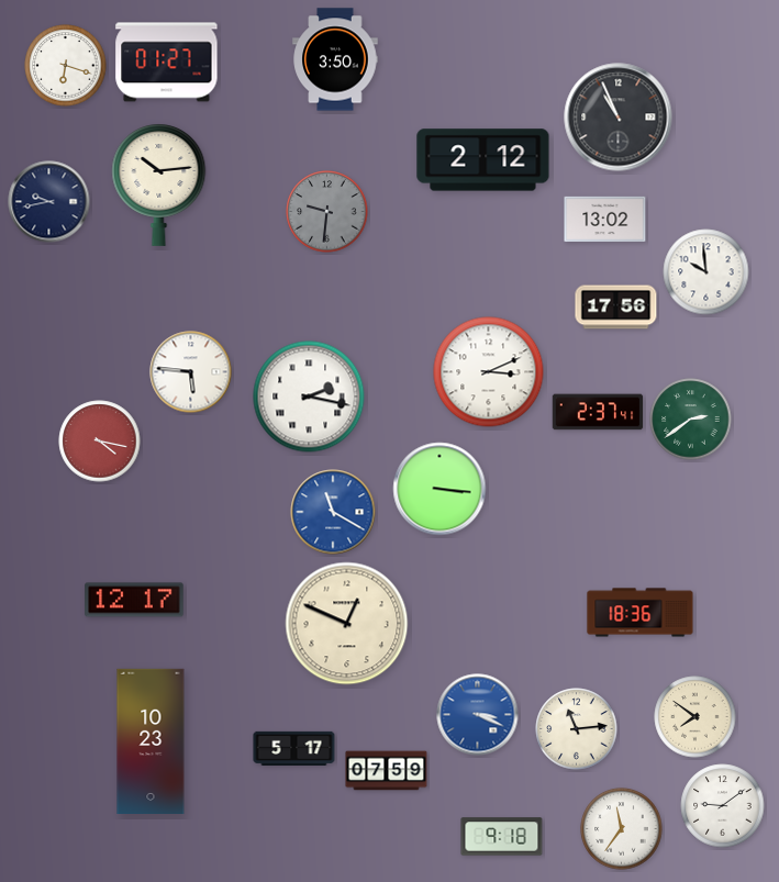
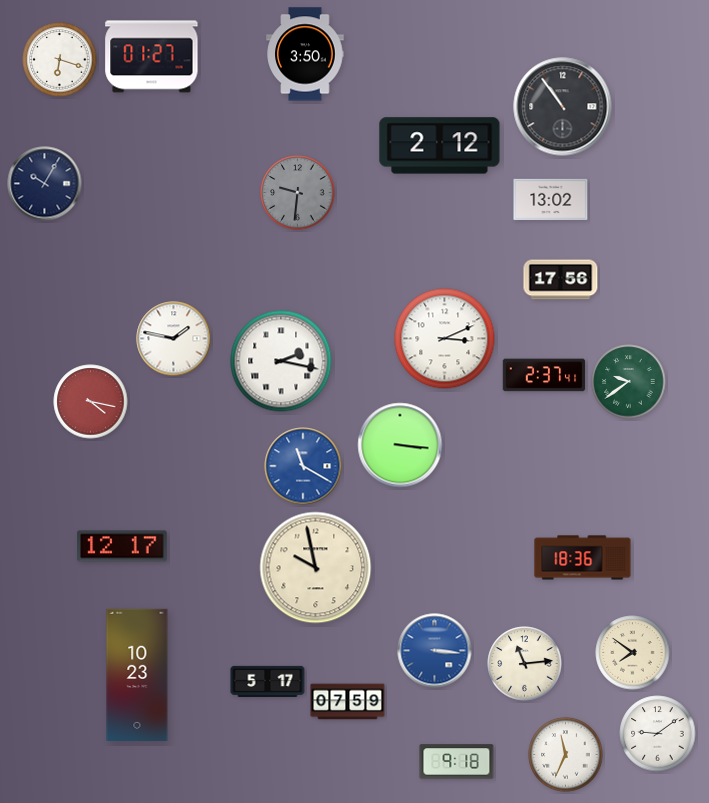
clock at (619, 118): 10:56 -> 10:54
clock at (159, 186): 10:14 -> none
clock at (49, 202): 9:43 -> 10:05
clock at (706, 272): 9:59 -> none
clock at (191, 372): 5:46 -> 1:47
clock at (691, 420): 2:39 -> 9:39
clock at (347, 624): 12:49 -> 9:58
clock at (478, 715): 3:19 -> 3:16
clock at (387, 771) position: (387, 771) -> (348, 702)
clock at (622, 829): 11:36 -> 11:34
